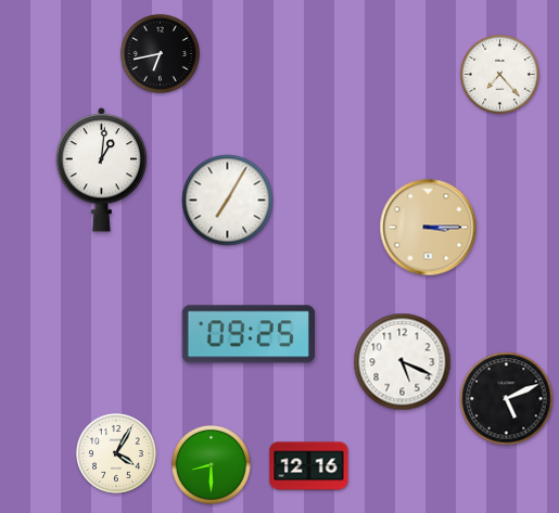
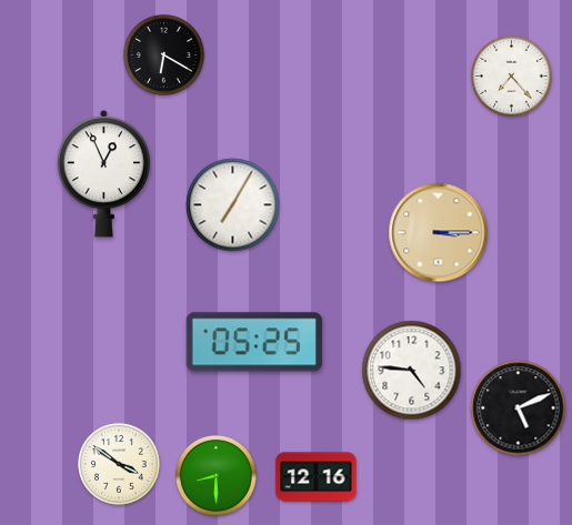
clock at (160, 53): 6:43 -> 6:20
clock at (102, 170): 1:01 -> 12:56
clock at (249, 334): 09:25 -> 05:25
clock at (403, 362): 5:19 -> 4:46
clock at (116, 453): 4:05 -> 3:51
